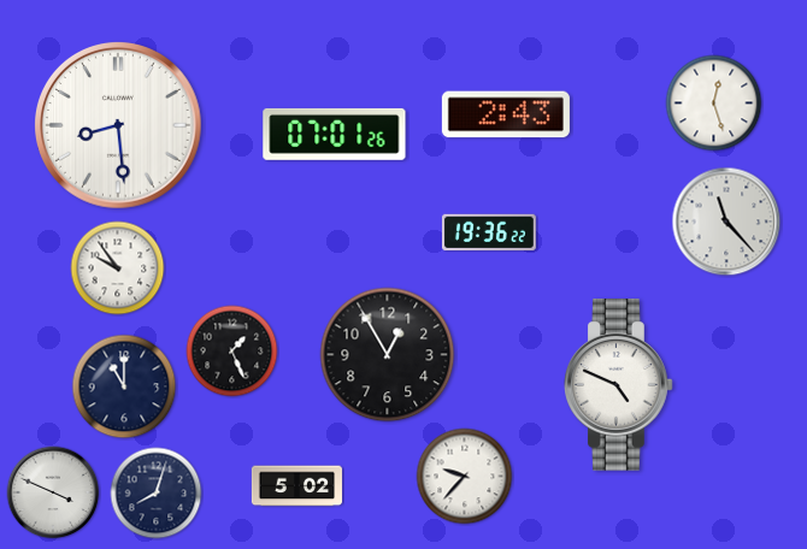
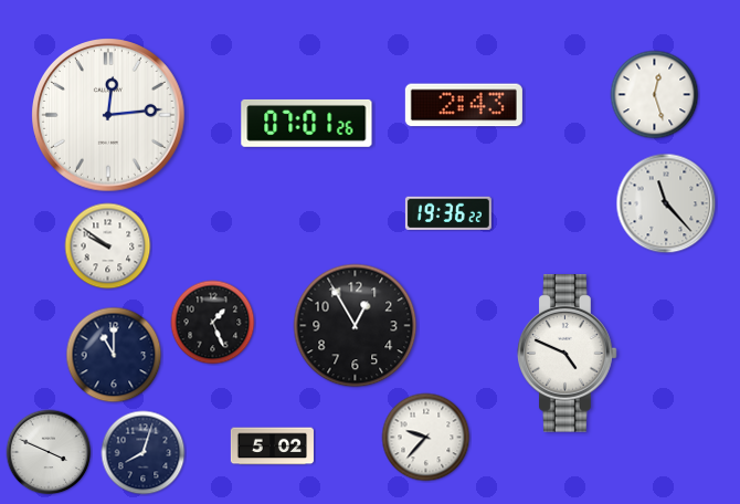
clock at (119, 126): 8:29 -> 12:14
clock at (118, 268): 9:54 -> 9:51
